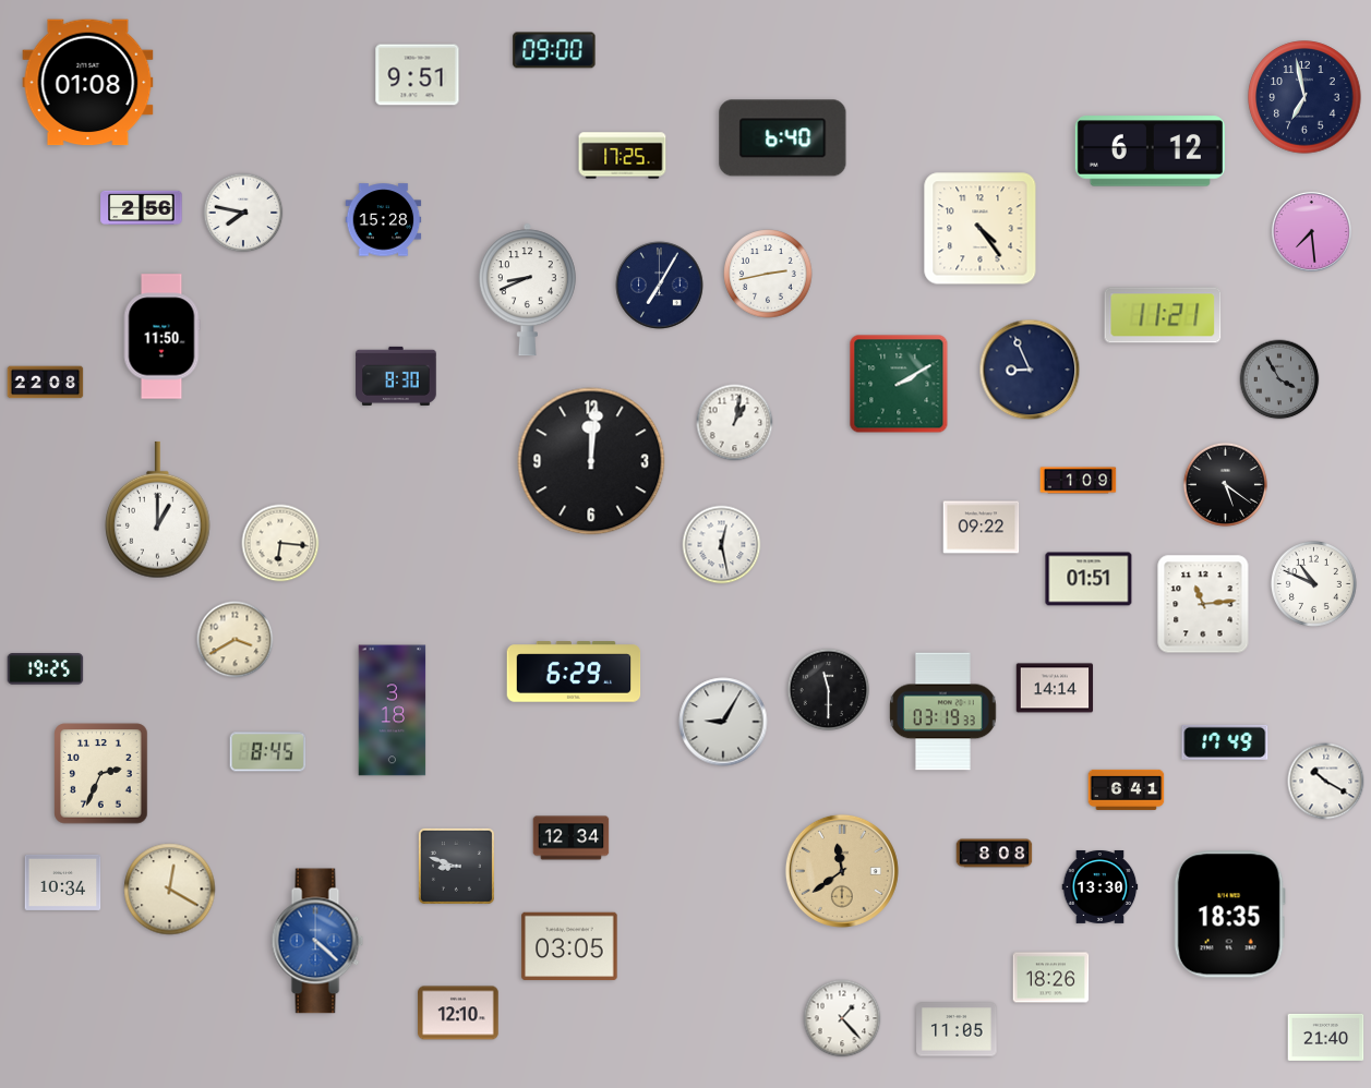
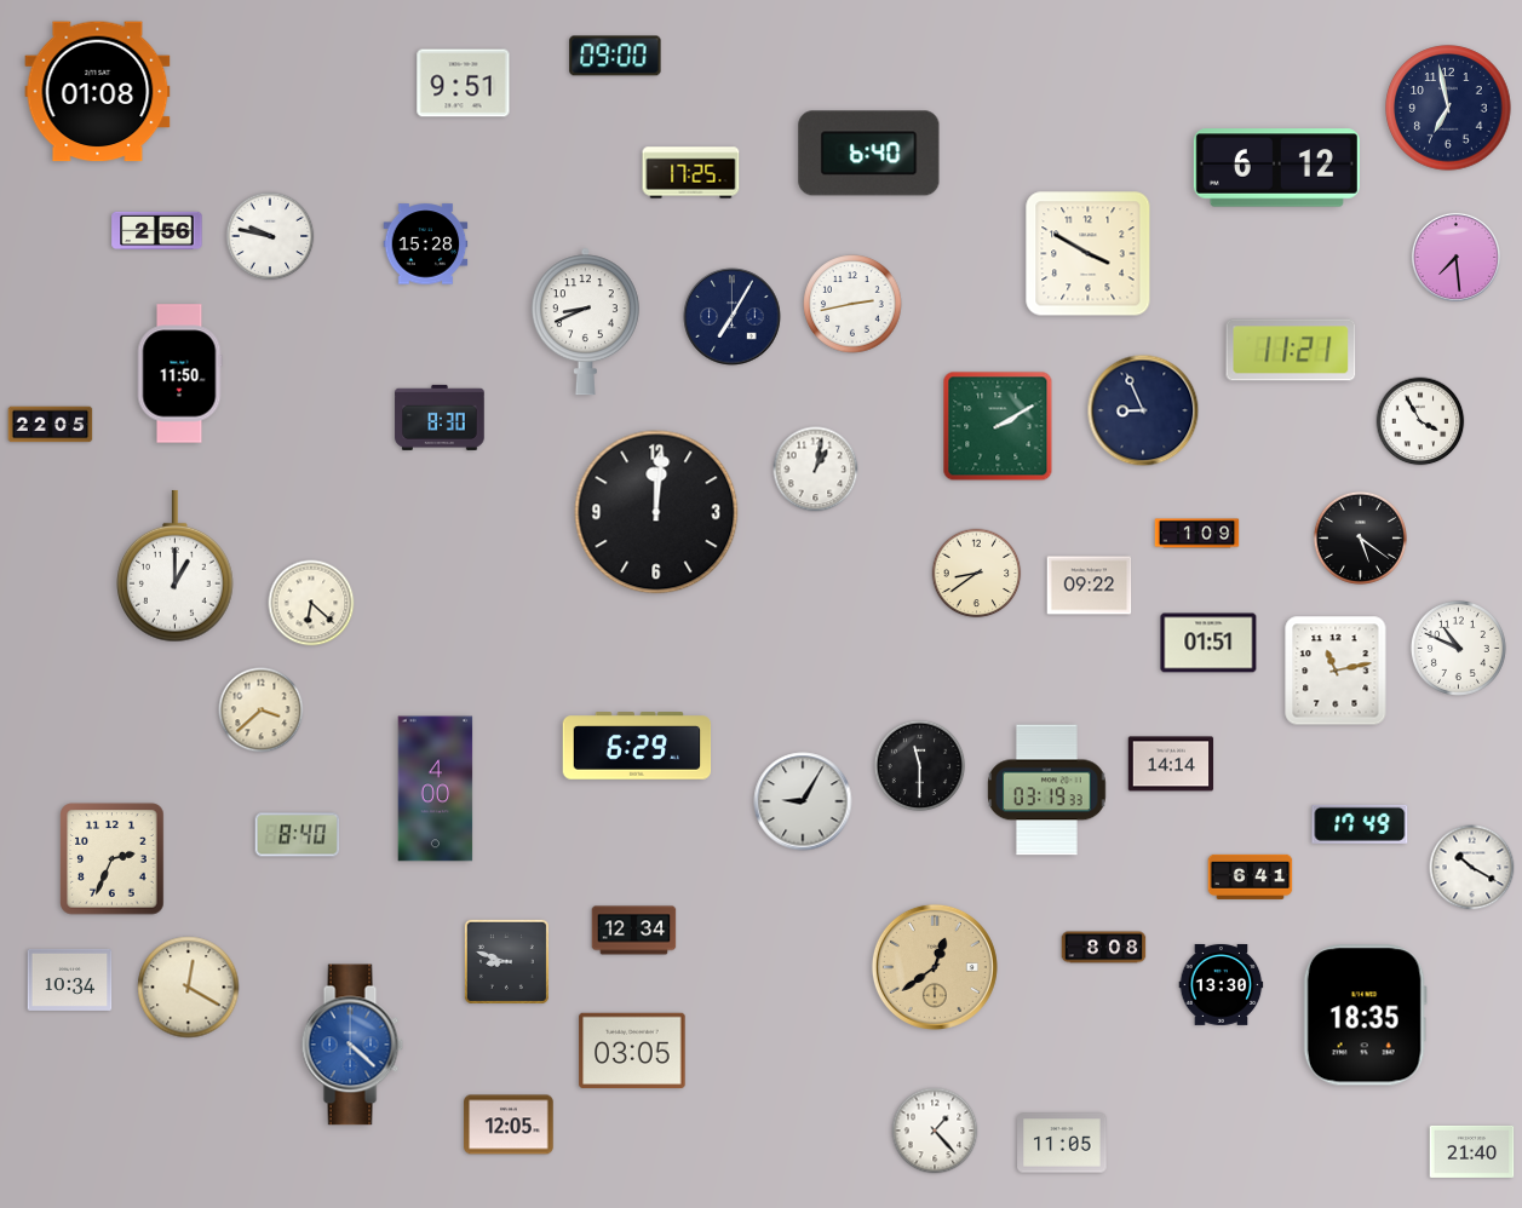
clock at (243, 213): 7:47 -> 9:47
clock at (981, 229): 4:24 -> 3:50
clock at (1279, 379) dial: grey -> white
clock at (46, 383): 22:08 -> 22:05
clock at (977, 574): none -> 8:39
clock at (280, 543): 6:16 -> 6:22
clock at (722, 545): 12:28 -> none
clock at (1203, 604): 11:14 -> 11:13
clock at (236, 640): 3:40 -> 3:38
clock at (46, 669): 19:25 -> none
clock at (393, 711): 3:18 -> 4:00
clock at (268, 752): 8:45 -> 8:40
clock at (842, 871): 11:39 -> 12:39
clock at (1051, 978): 18:26 -> none
clock at (458, 1013): 12:10 -> 12:05
